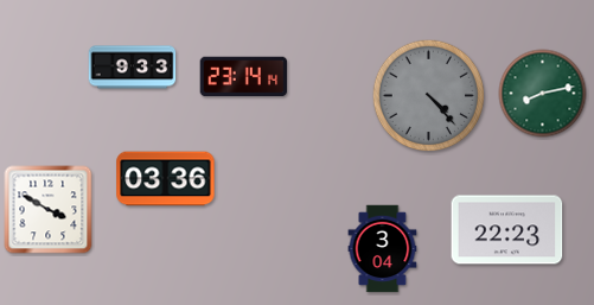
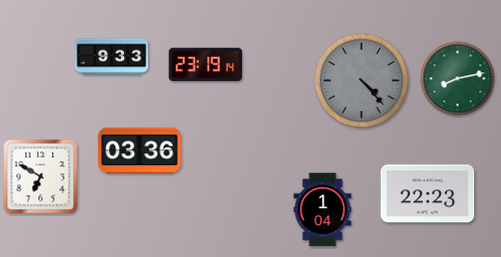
clock at (244, 77): 23:14 -> 23:19
clock at (49, 210): 3:50 -> 6:50
clock at (383, 249): 3:04 -> 1:04
